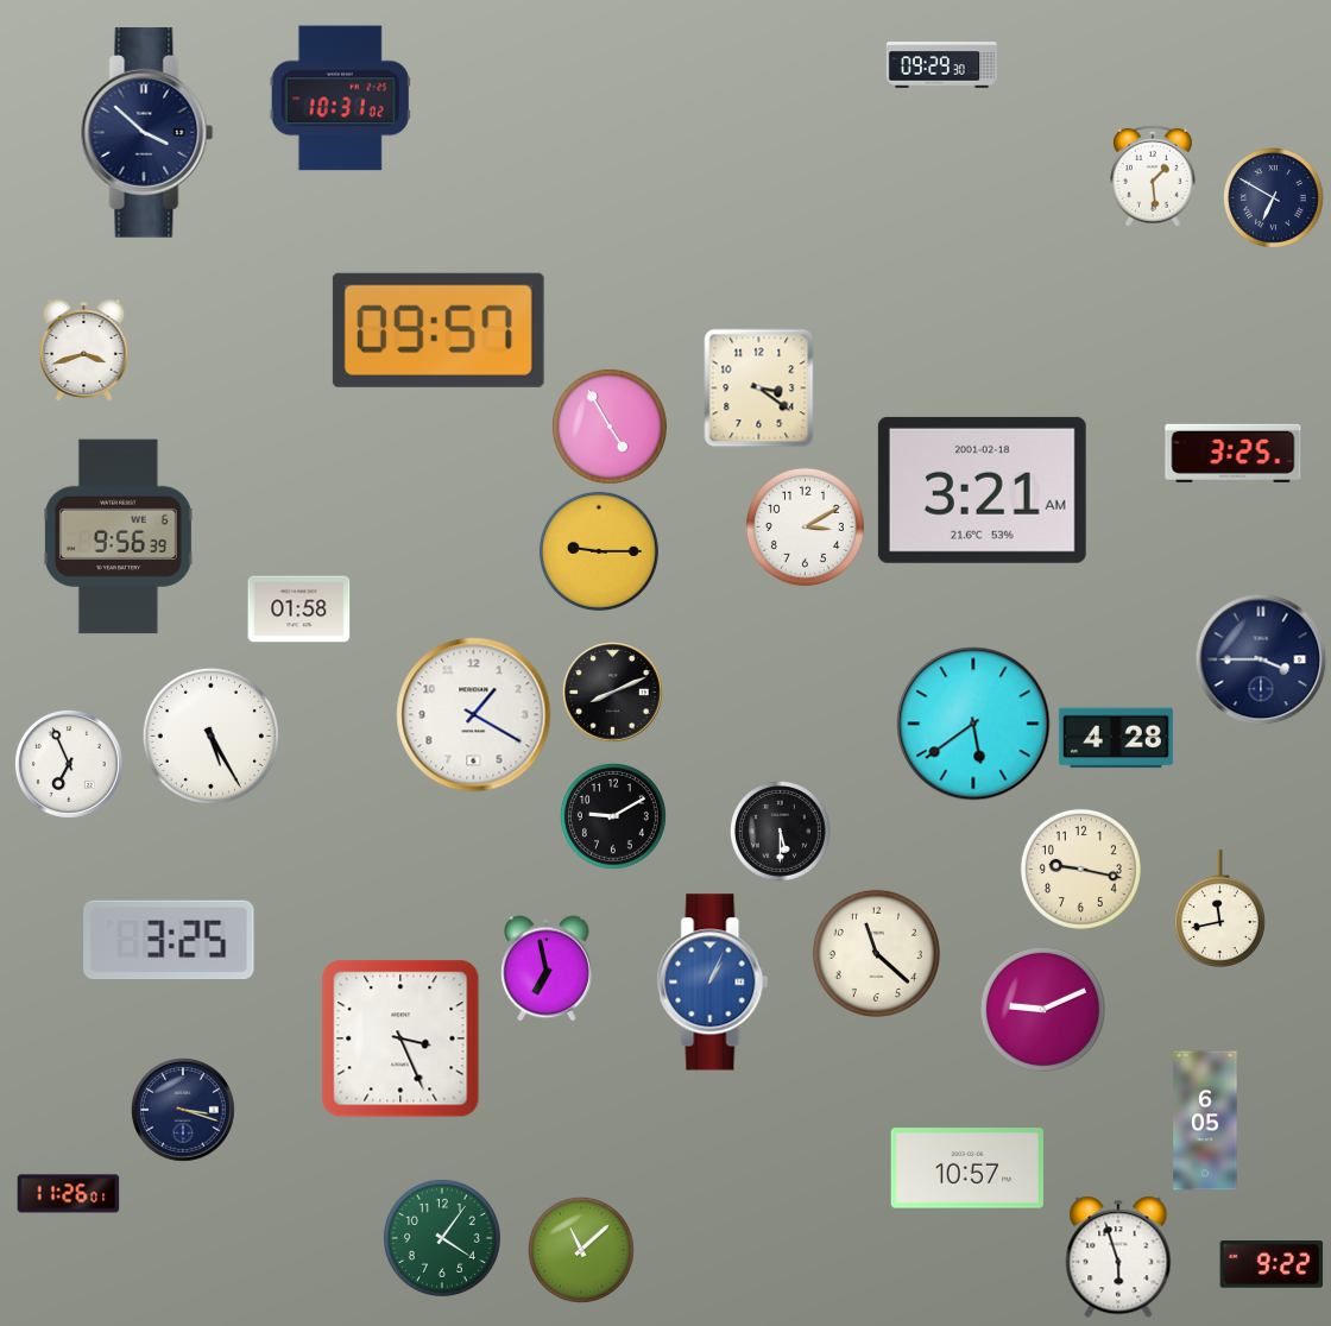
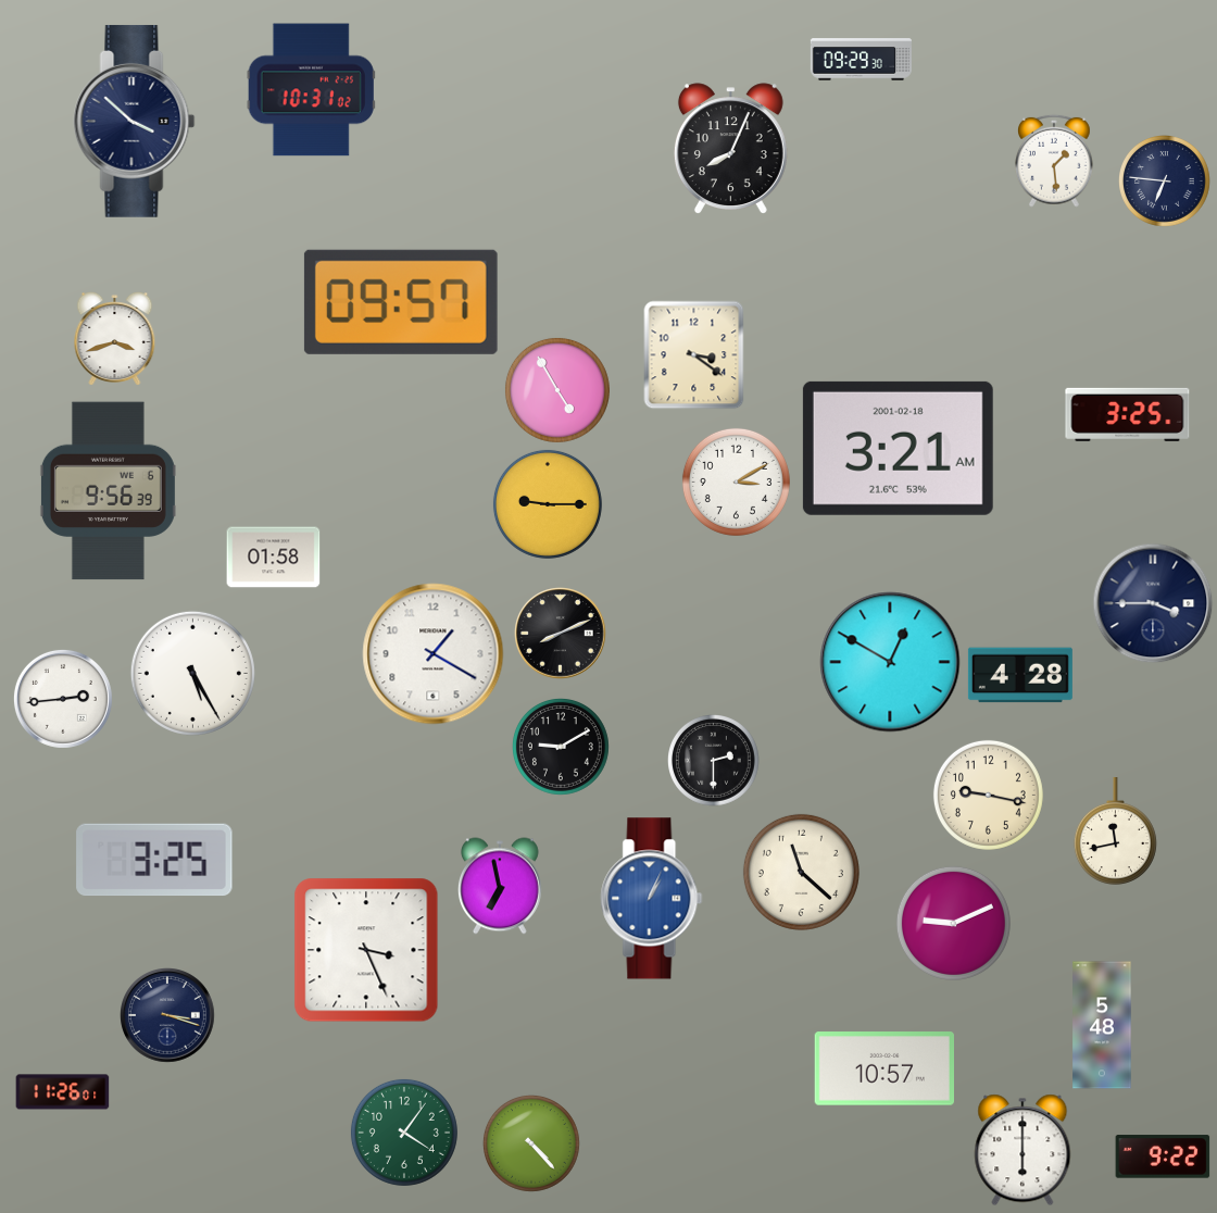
clock at (730, 148): none -> 8:04
clock at (1274, 198): 6:50 -> 6:46
clock at (84, 351) position: (84, 351) -> (115, 339)
clock at (973, 724): 5:39 -> 12:50
clock at (69, 764): 6:56 -> 2:44
clock at (781, 832): 5:30 -> 2:30
clock at (1205, 1120): 6:05 -> 5:48
clock at (581, 1250): 11:08 -> 4:23
clock at (1118, 1257): 5:57 -> 6:00
